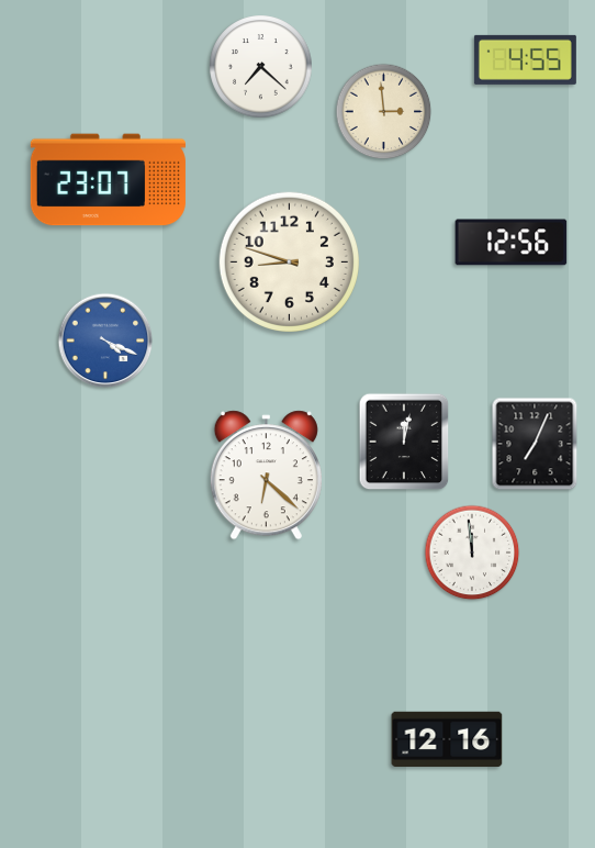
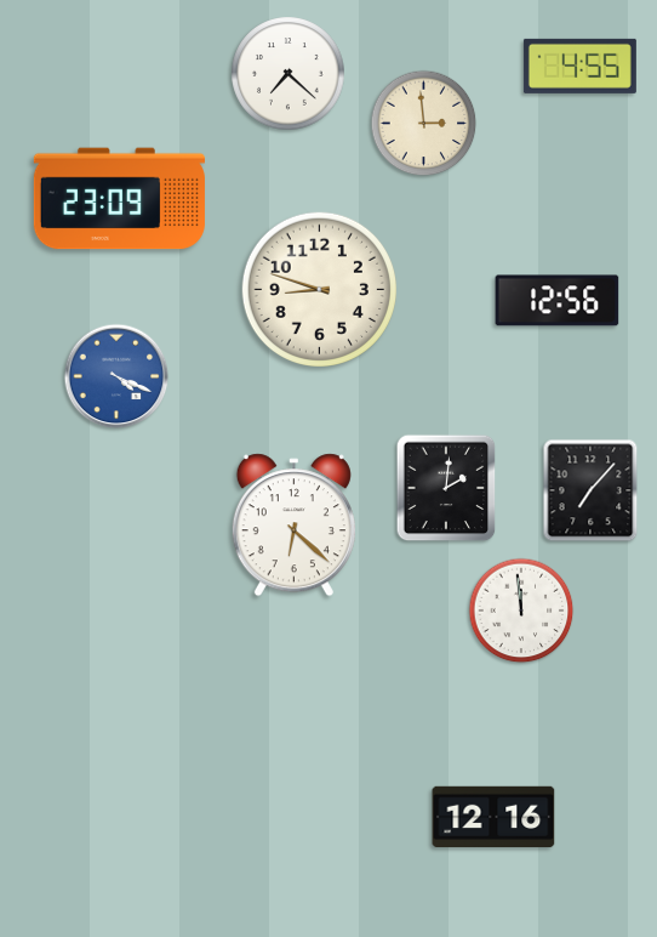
clock at (108, 180): 23:07 -> 23:09
clock at (512, 243) position: (512, 243) -> (558, 301)
clock at (404, 442): 12:02 -> 2:01
clock at (535, 444): 7:04 -> 7:07
